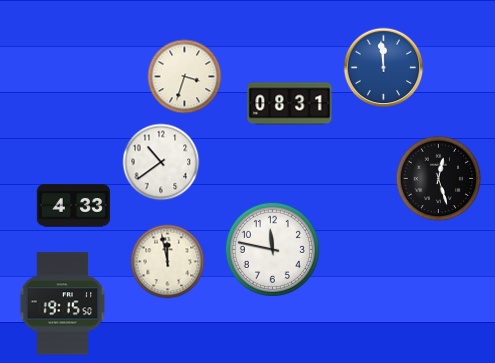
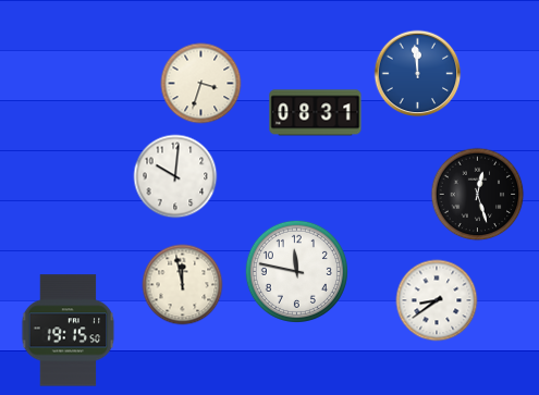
clock at (161, 162): 10:39 -> 10:01
clock at (73, 206): 4:33 -> none
clock at (437, 300): none -> 8:39
